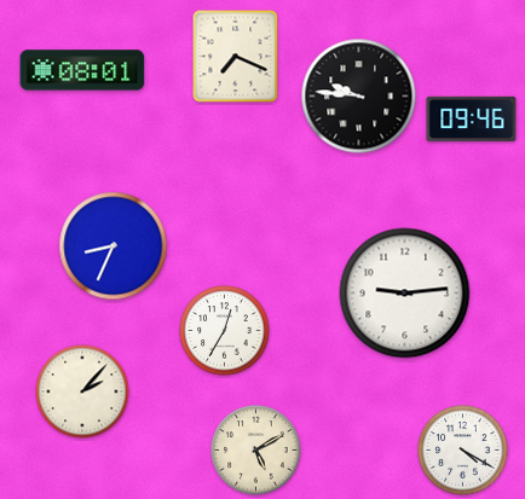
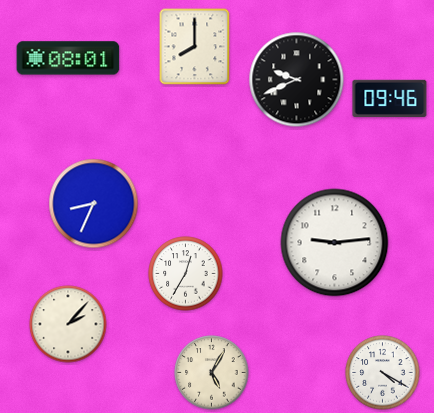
clock at (236, 57): 7:19 -> 8:00
clock at (359, 97): 9:46 -> 9:41
clock at (256, 451): 5:10 -> 5:05
